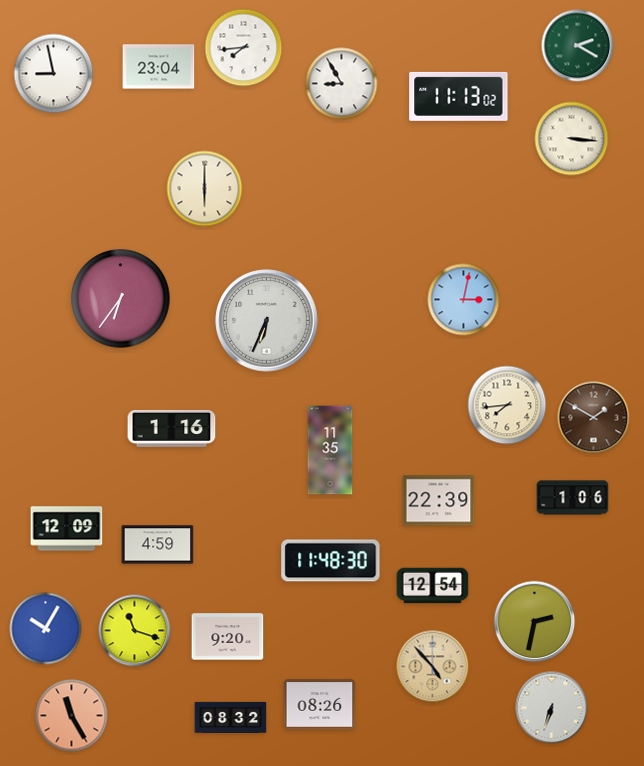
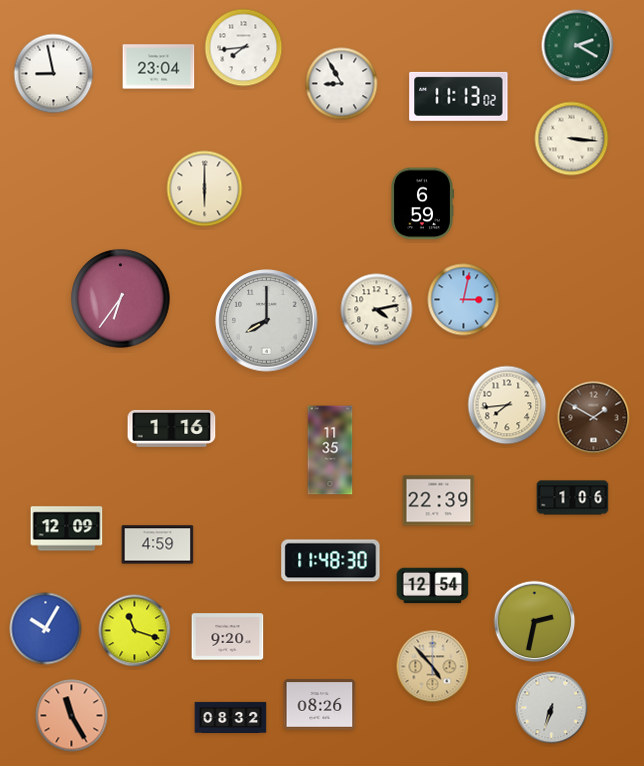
clock at (422, 204): none -> 6:59
clock at (377, 310): none -> 4:13
clock at (267, 321): 6:34 -> 8:00
